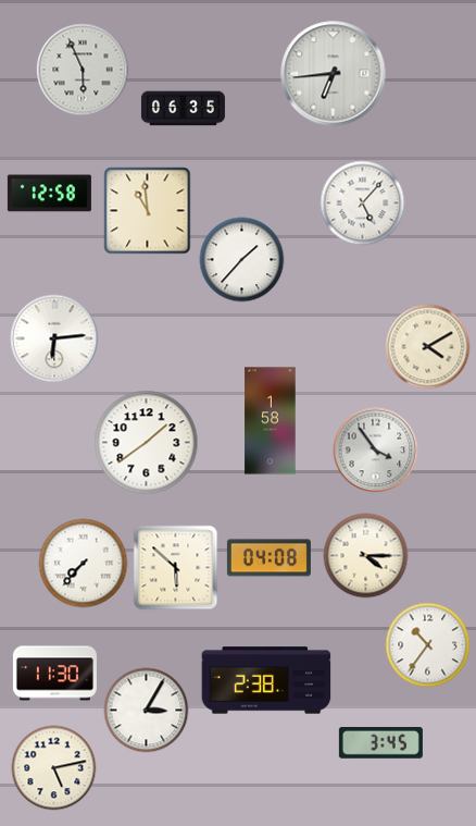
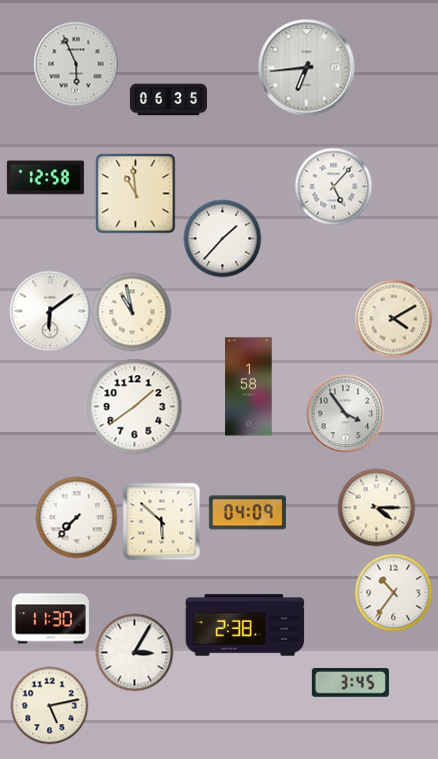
clock at (54, 338): 6:14 -> 6:09
clock at (132, 312): none -> 10:58
clock at (365, 555) position: (365, 555) -> (376, 507)
clock at (268, 558): 04:08 -> 04:09
